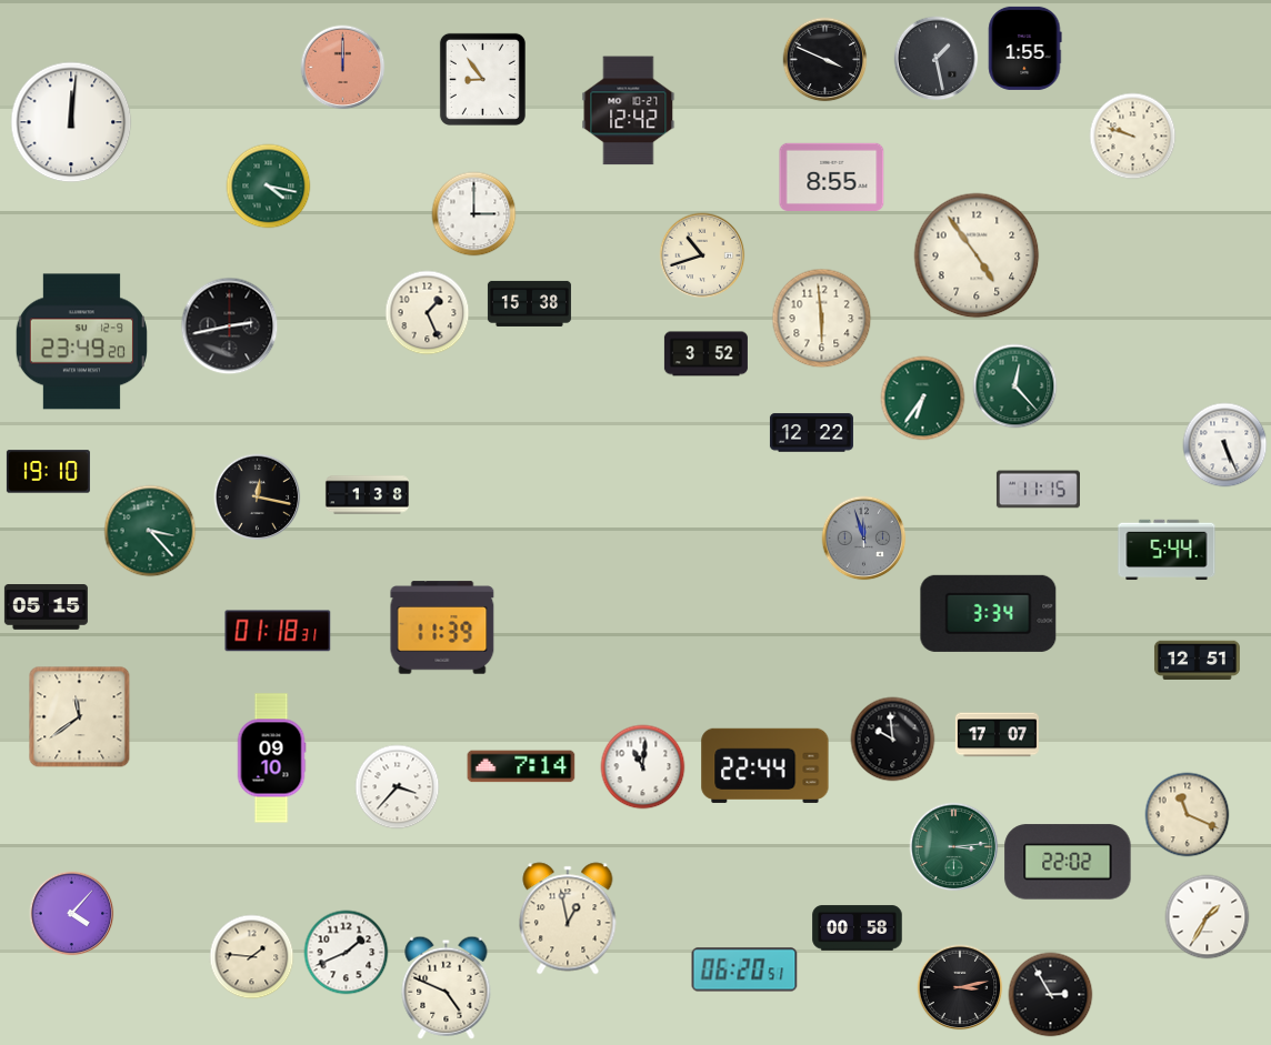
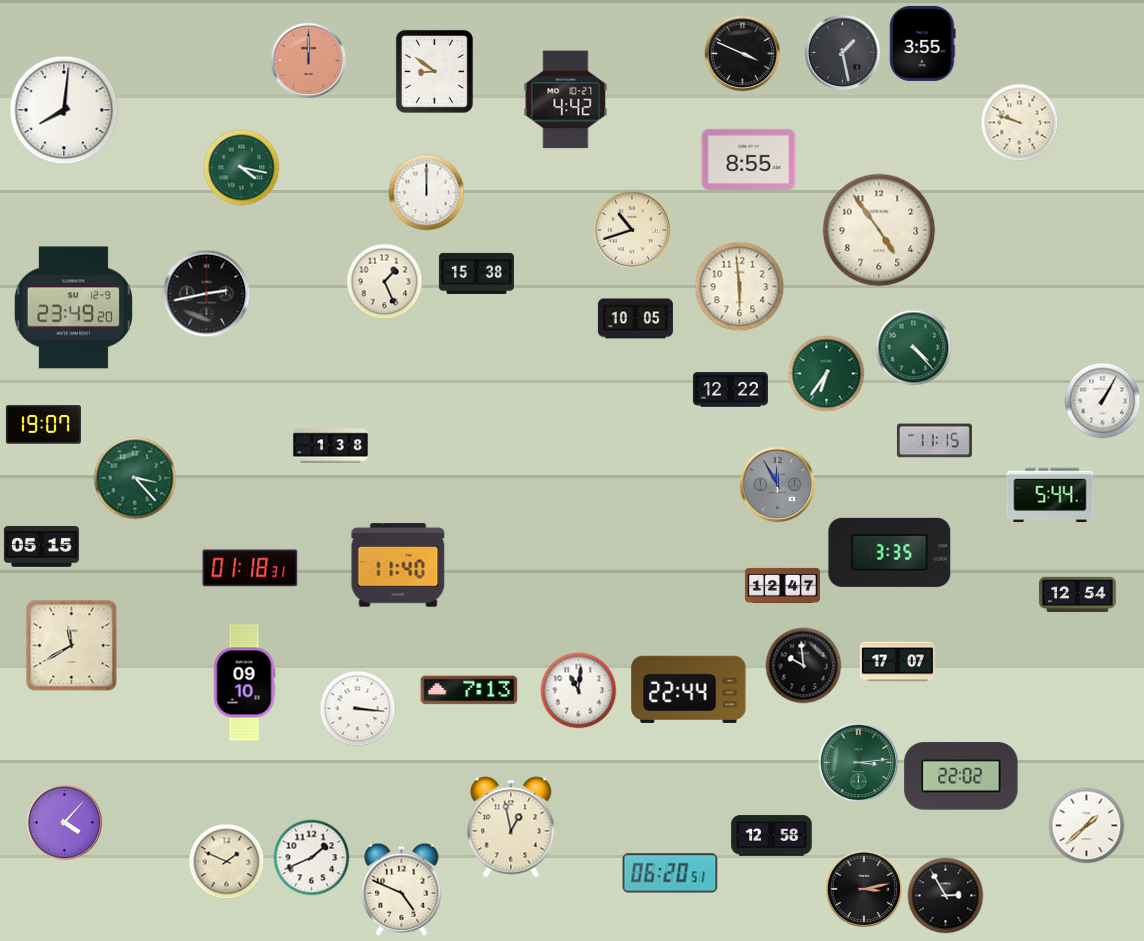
clock at (1025, 48): 1:55 -> 3:55
clock at (482, 79): 8:54 -> 8:51
clock at (629, 111): 12:42 -> 4:42
clock at (71, 122): 12:01 -> 8:01
clock at (474, 214): 3:00 -> 12:00
clock at (705, 354): 3:52 -> 10:05
clock at (1015, 386): 12:23 -> 4:23
clock at (923, 399) position: (923, 399) -> (827, 374)
clock at (1225, 445): 5:26 -> 1:05
clock at (48, 472): 19:10 -> 19:07
clock at (258, 498): 12:17 -> none
clock at (864, 539): 11:57 -> 11:55
clock at (989, 613): 3:34 -> 3:35
clock at (442, 627): 11:39 -> 11:40
clock at (782, 585): none -> 12:47
clock at (1197, 660): 12:51 -> 12:54
clock at (80, 717): 11:39 -> 11:40
clock at (521, 766): 7:14 -> 7:13
clock at (398, 787): 3:37 -> 3:16
clock at (1188, 815): 11:19 -> none
clock at (1208, 917): 1:35 -> 1:38
clock at (858, 928): 00:58 -> 12:58
clock at (252, 957): 1:46 -> 1:49
